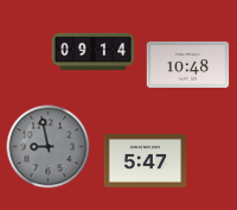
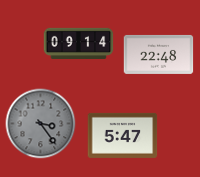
clock at (188, 64): 10:48 -> 22:48
clock at (49, 147): 8:58 -> 3:24
